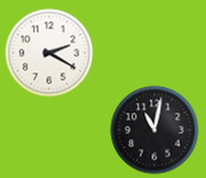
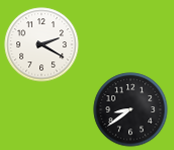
clock at (155, 131): 11:02 -> 8:39
